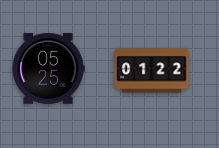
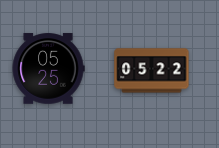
clock at (152, 71): 01:22 -> 05:22
